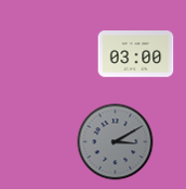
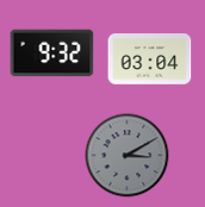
clock at (52, 54): none -> 9:32
clock at (136, 54): 03:00 -> 03:04
